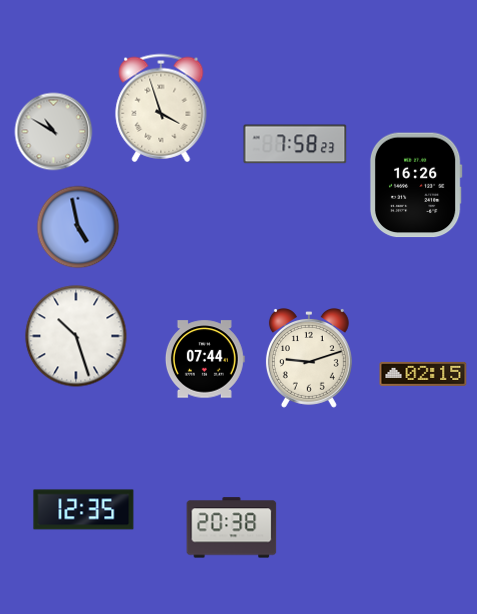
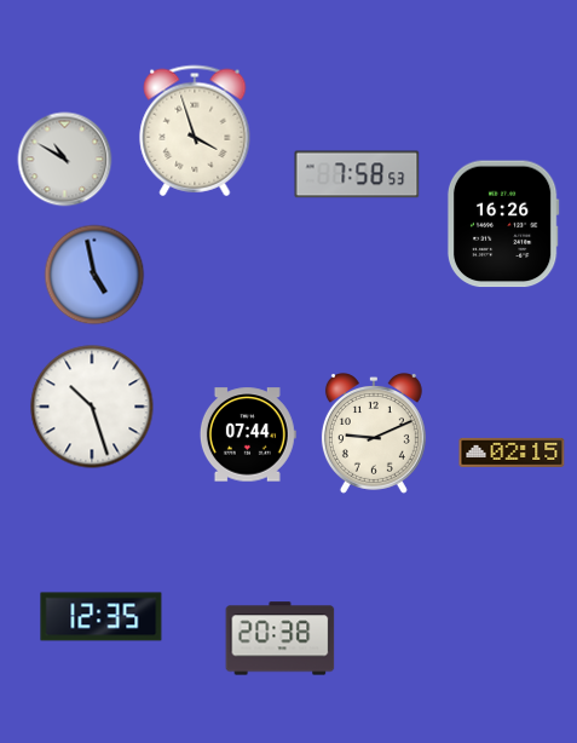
clock at (295, 144): 7:58:23 -> 7:58:53
clock at (309, 359): 9:12 -> 9:11
